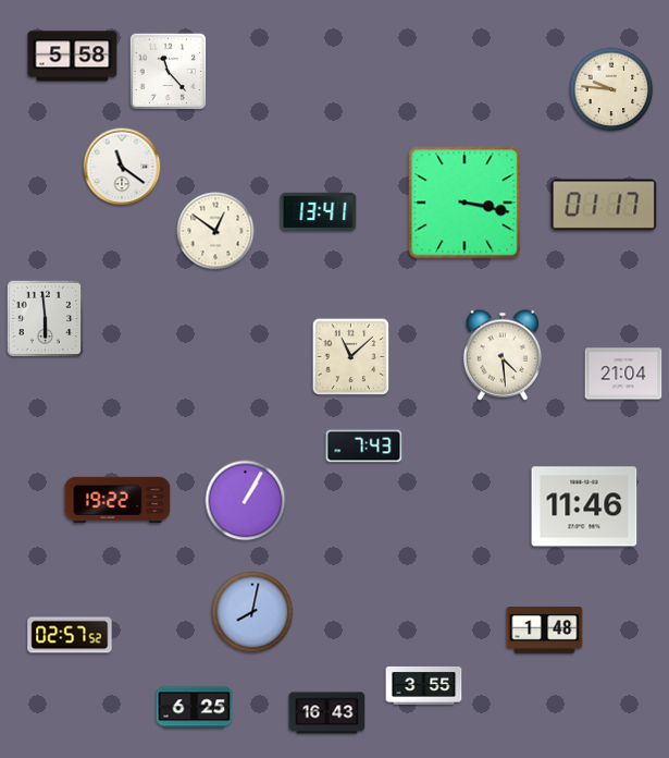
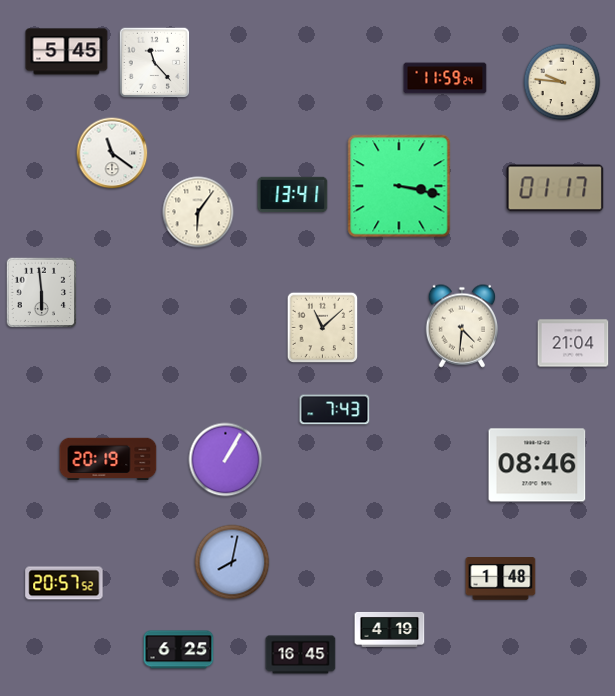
clock at (73, 57): 5:58 -> 5:45
clock at (169, 72) position: (169, 72) -> (155, 63)
clock at (445, 78): none -> 11:59
clock at (464, 203) position: (464, 203) -> (399, 186)
clock at (215, 231): 12:51 -> 6:06
clock at (501, 355): 4:29 -> 4:31
clock at (117, 499): 19:22 -> 20:19
clock at (584, 506): 11:46 -> 08:46
clock at (70, 635): 02:57 -> 20:57
clock at (424, 685): 3:55 -> 4:19
clock at (327, 713): 16:43 -> 16:45
